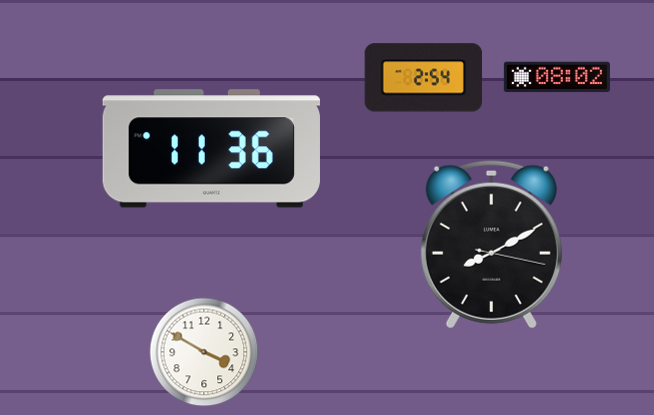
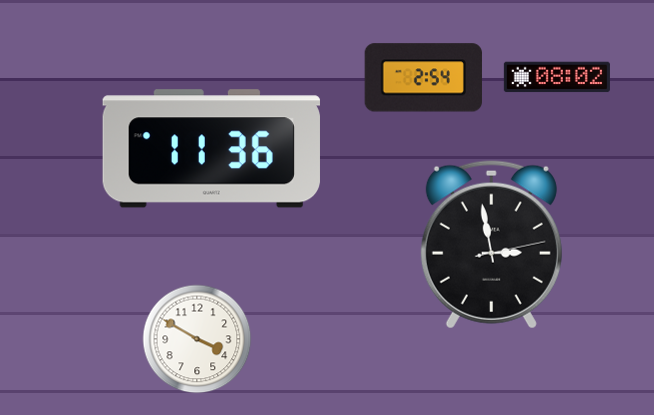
clock at (491, 245): 8:10 -> 2:58
clock at (204, 352) position: (204, 352) -> (197, 339)
